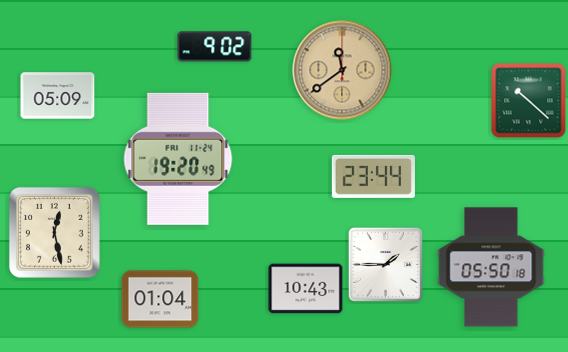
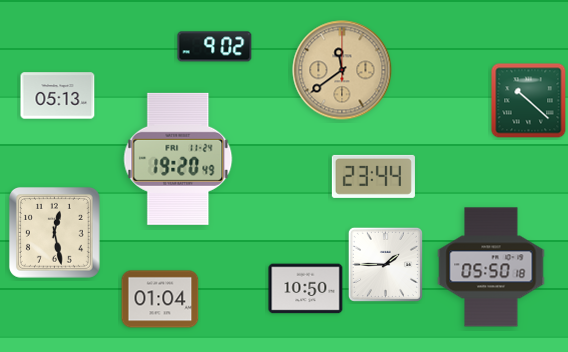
clock at (58, 96): 05:09 -> 05:13
clock at (306, 289): 10:43 -> 10:50
